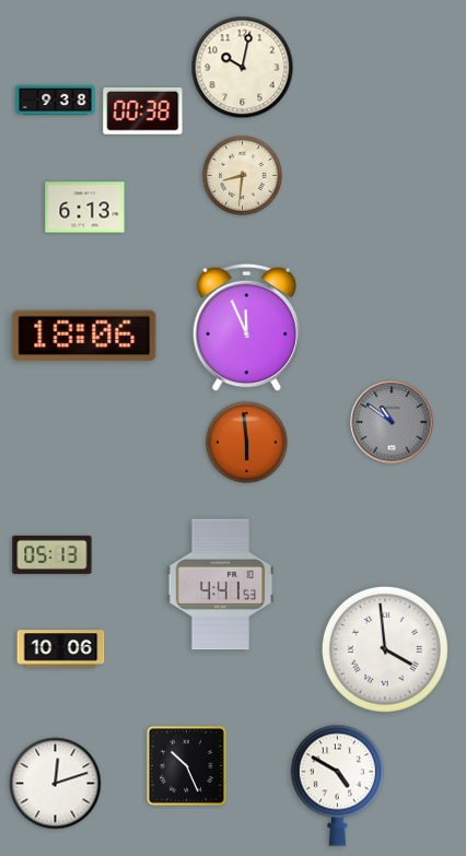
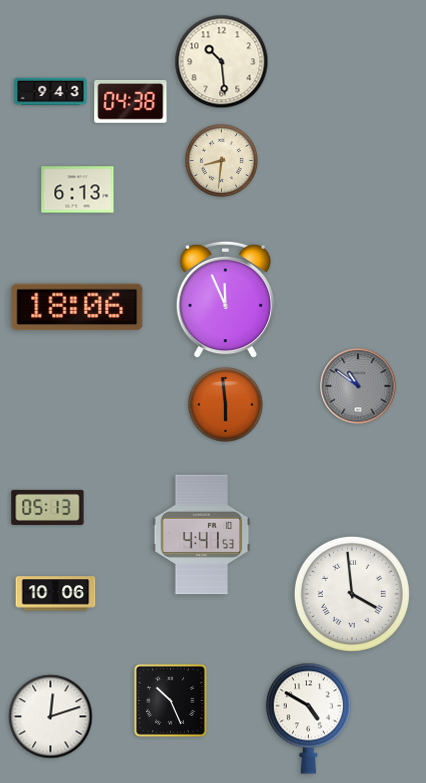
clock at (243, 68): 10:02 -> 10:29
clock at (56, 101): 9:38 -> 9:43
clock at (143, 110): 00:38 -> 04:38
